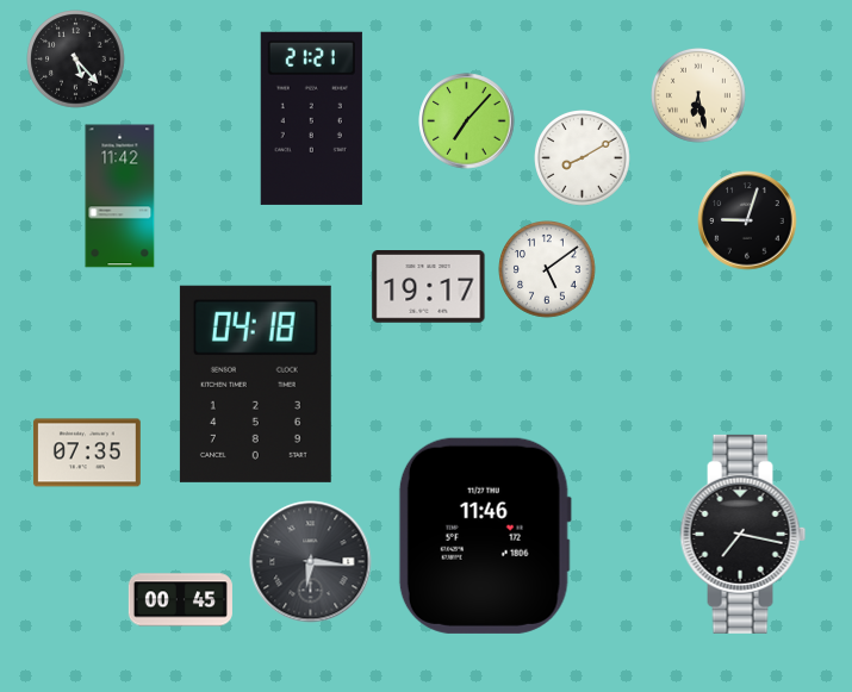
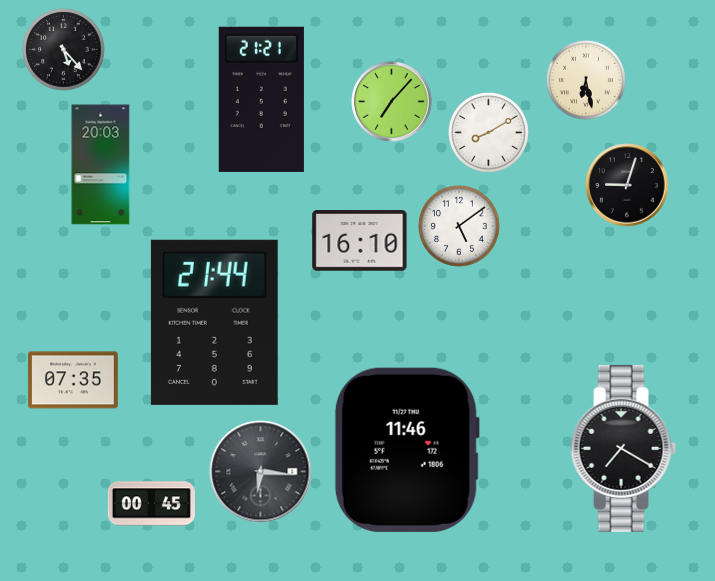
clock at (120, 197): 11:42 -> 20:03
clock at (429, 287): 19:17 -> 16:10
clock at (255, 384): 04:18 -> 21:44
clock at (744, 534): 7:17 -> 7:20
